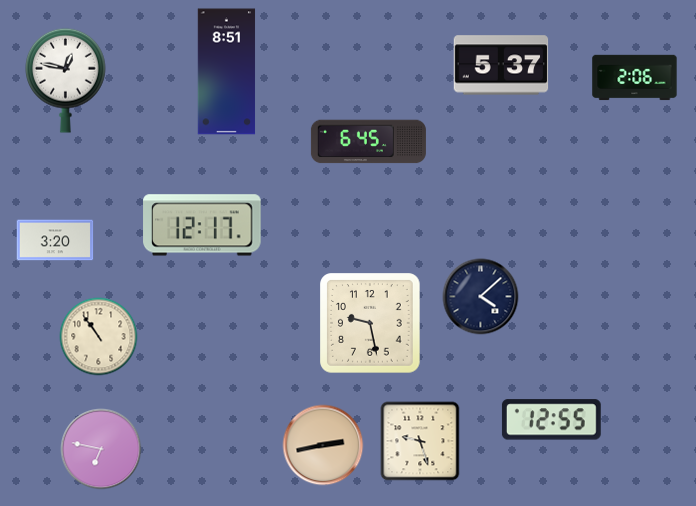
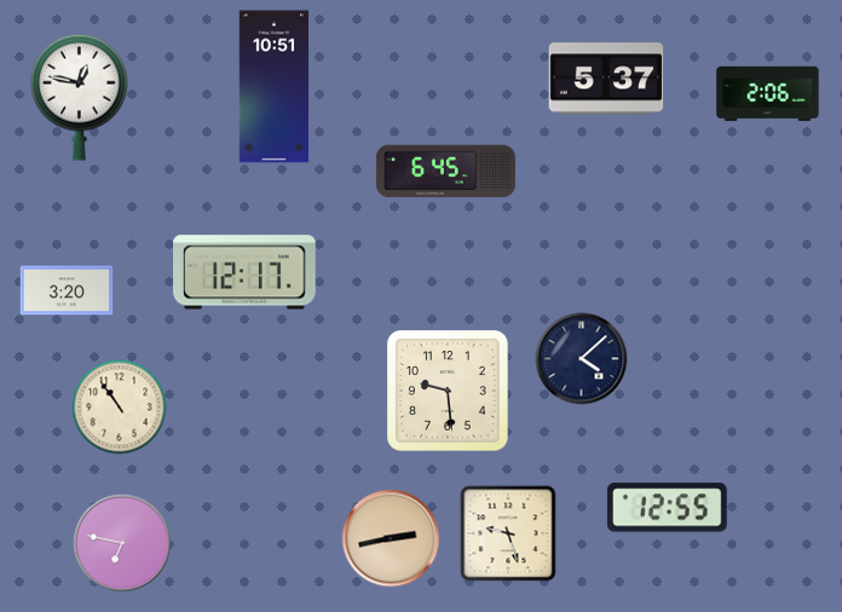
clock at (227, 72): 8:51 -> 10:51
clock at (370, 323): 9:28 -> 9:29
